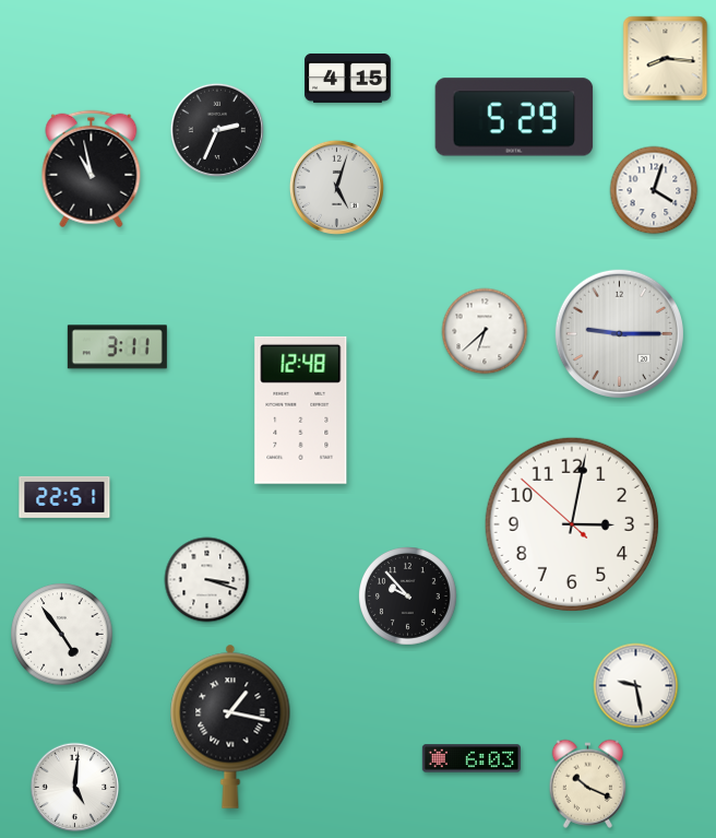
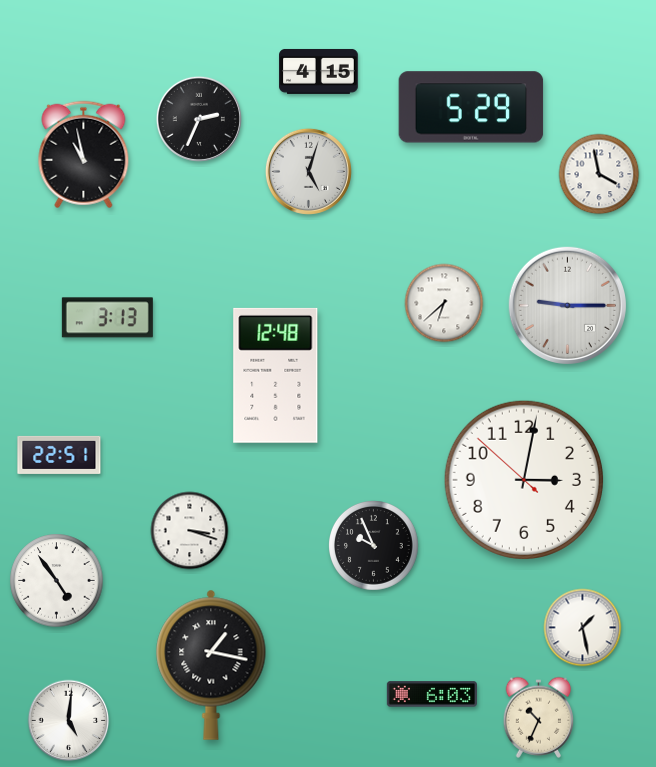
clock at (666, 59): 8:16 -> none
clock at (654, 190): 4:03 -> 3:58
clock at (117, 347): 3:11 -> 3:13
clock at (408, 597): 9:53 -> 9:56
clock at (636, 686): 9:28 -> 1:28
clock at (588, 783): 10:19 -> 10:34
